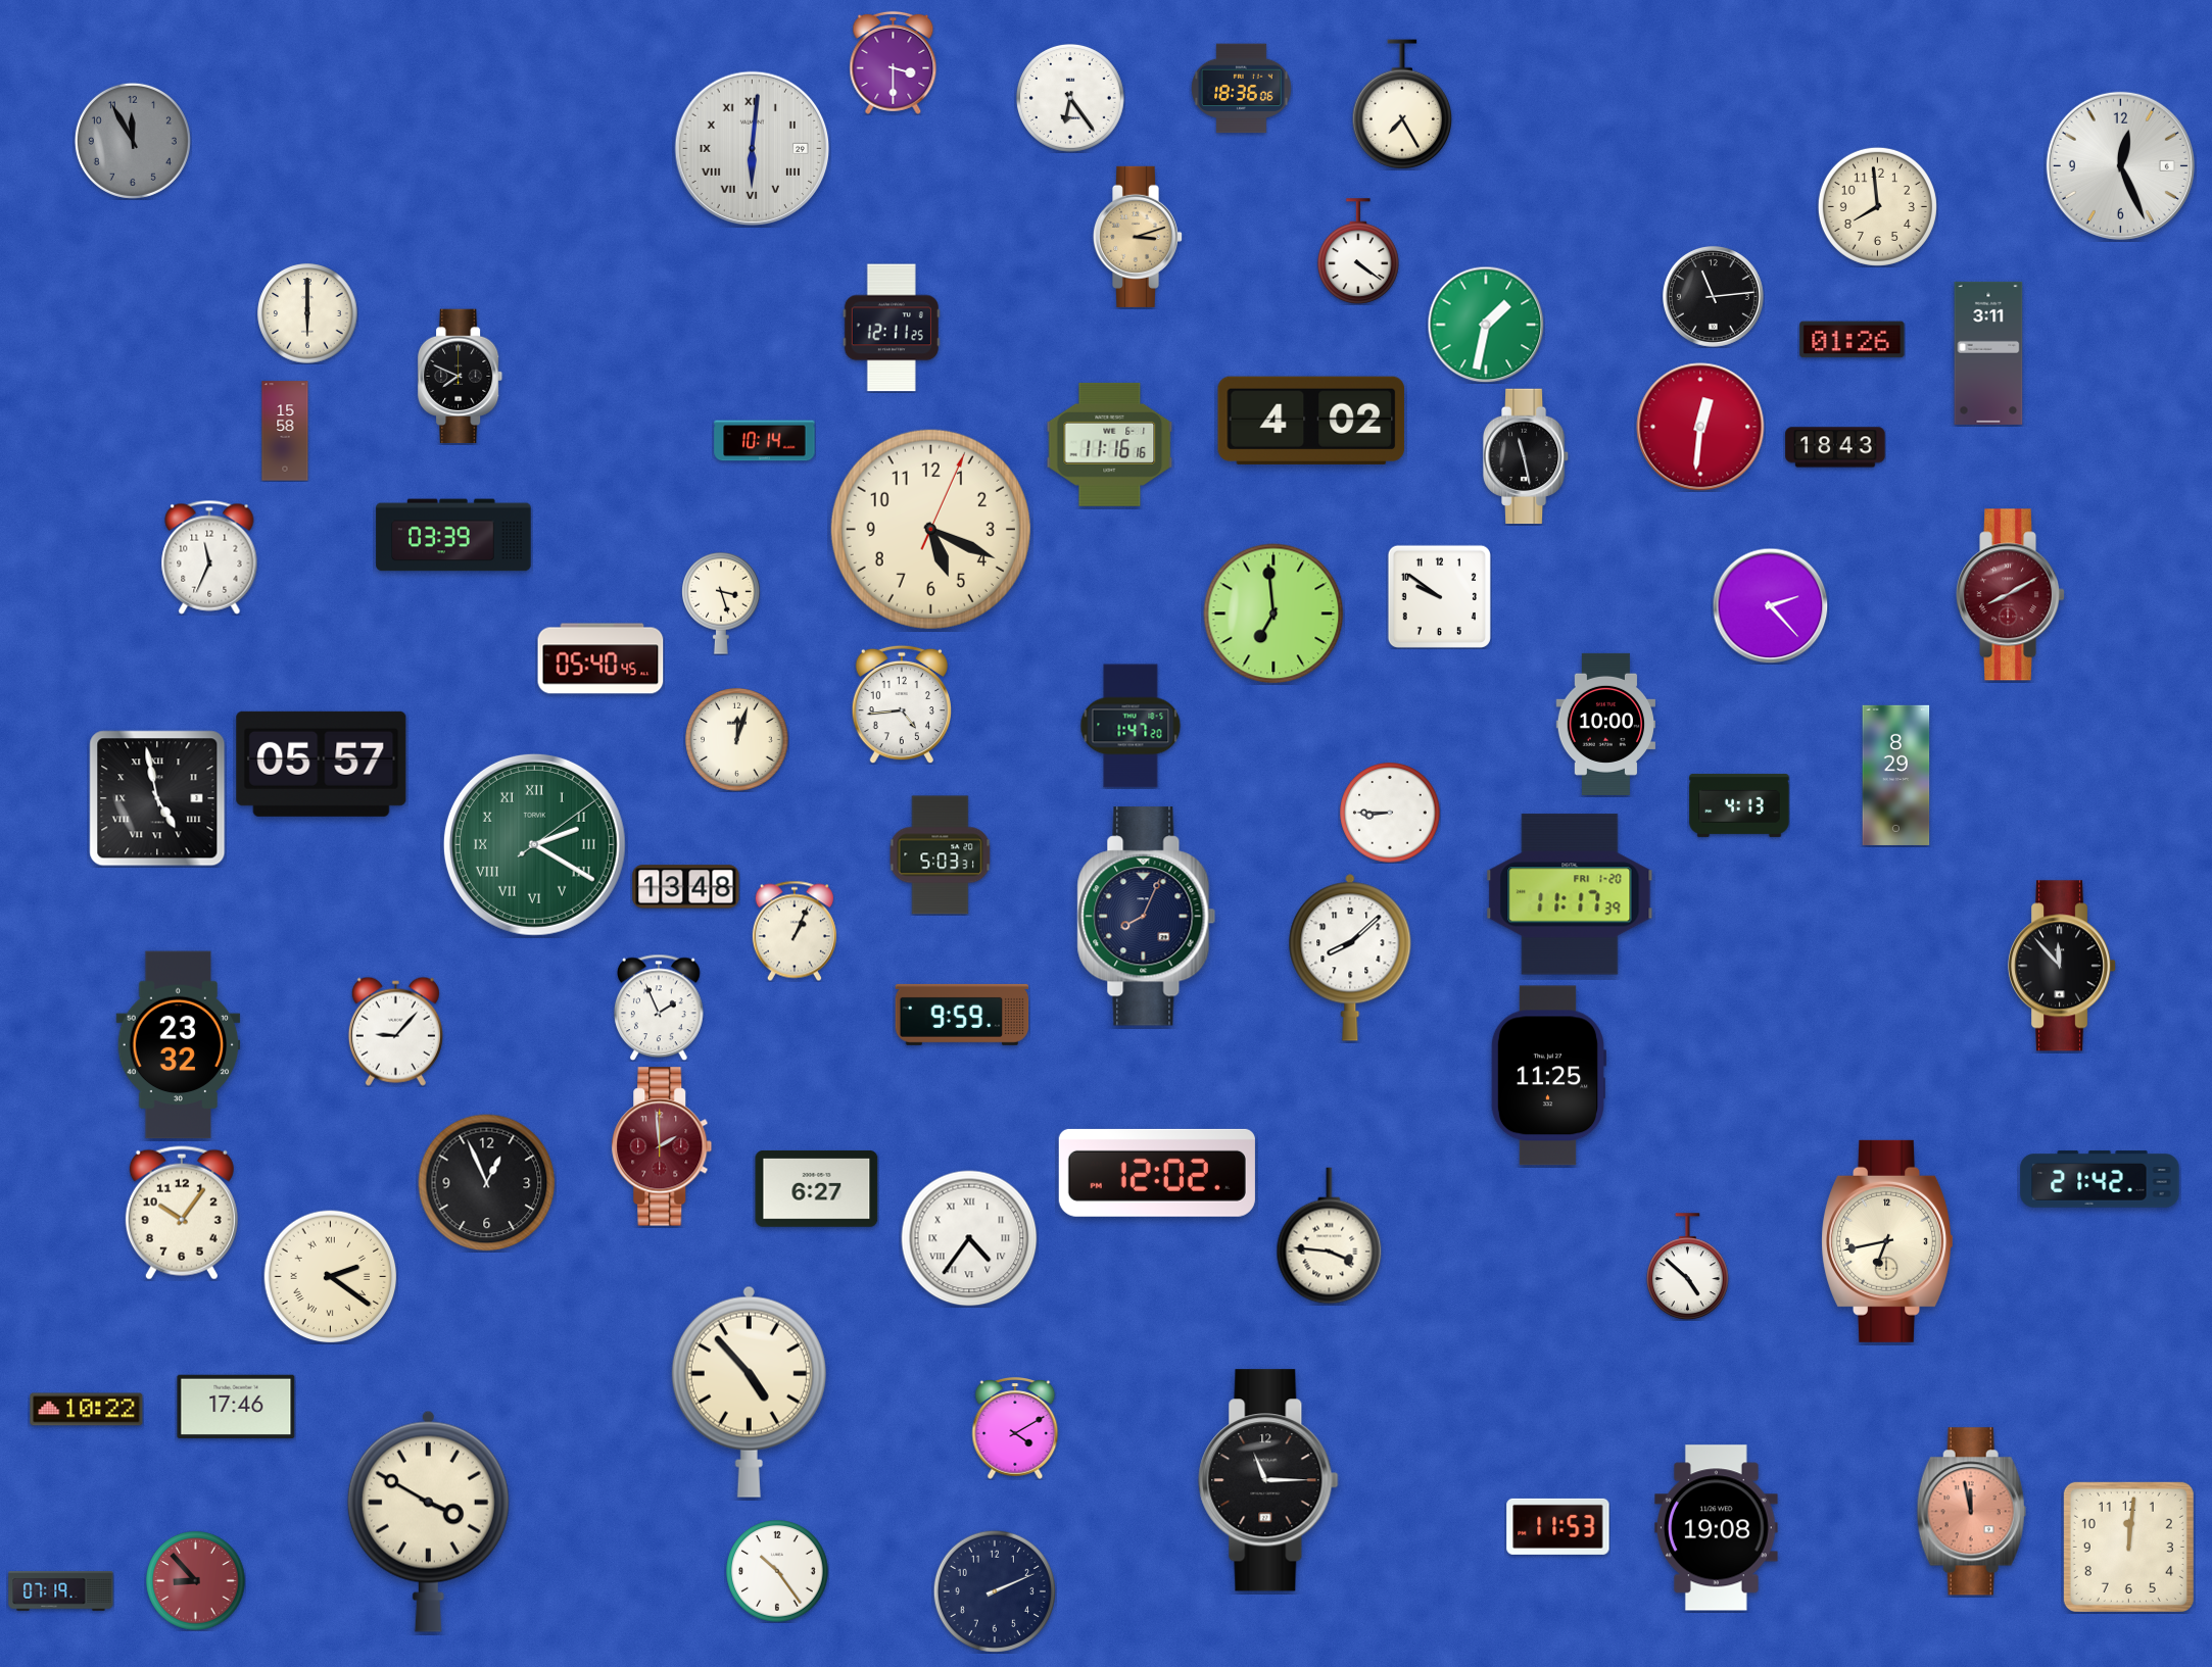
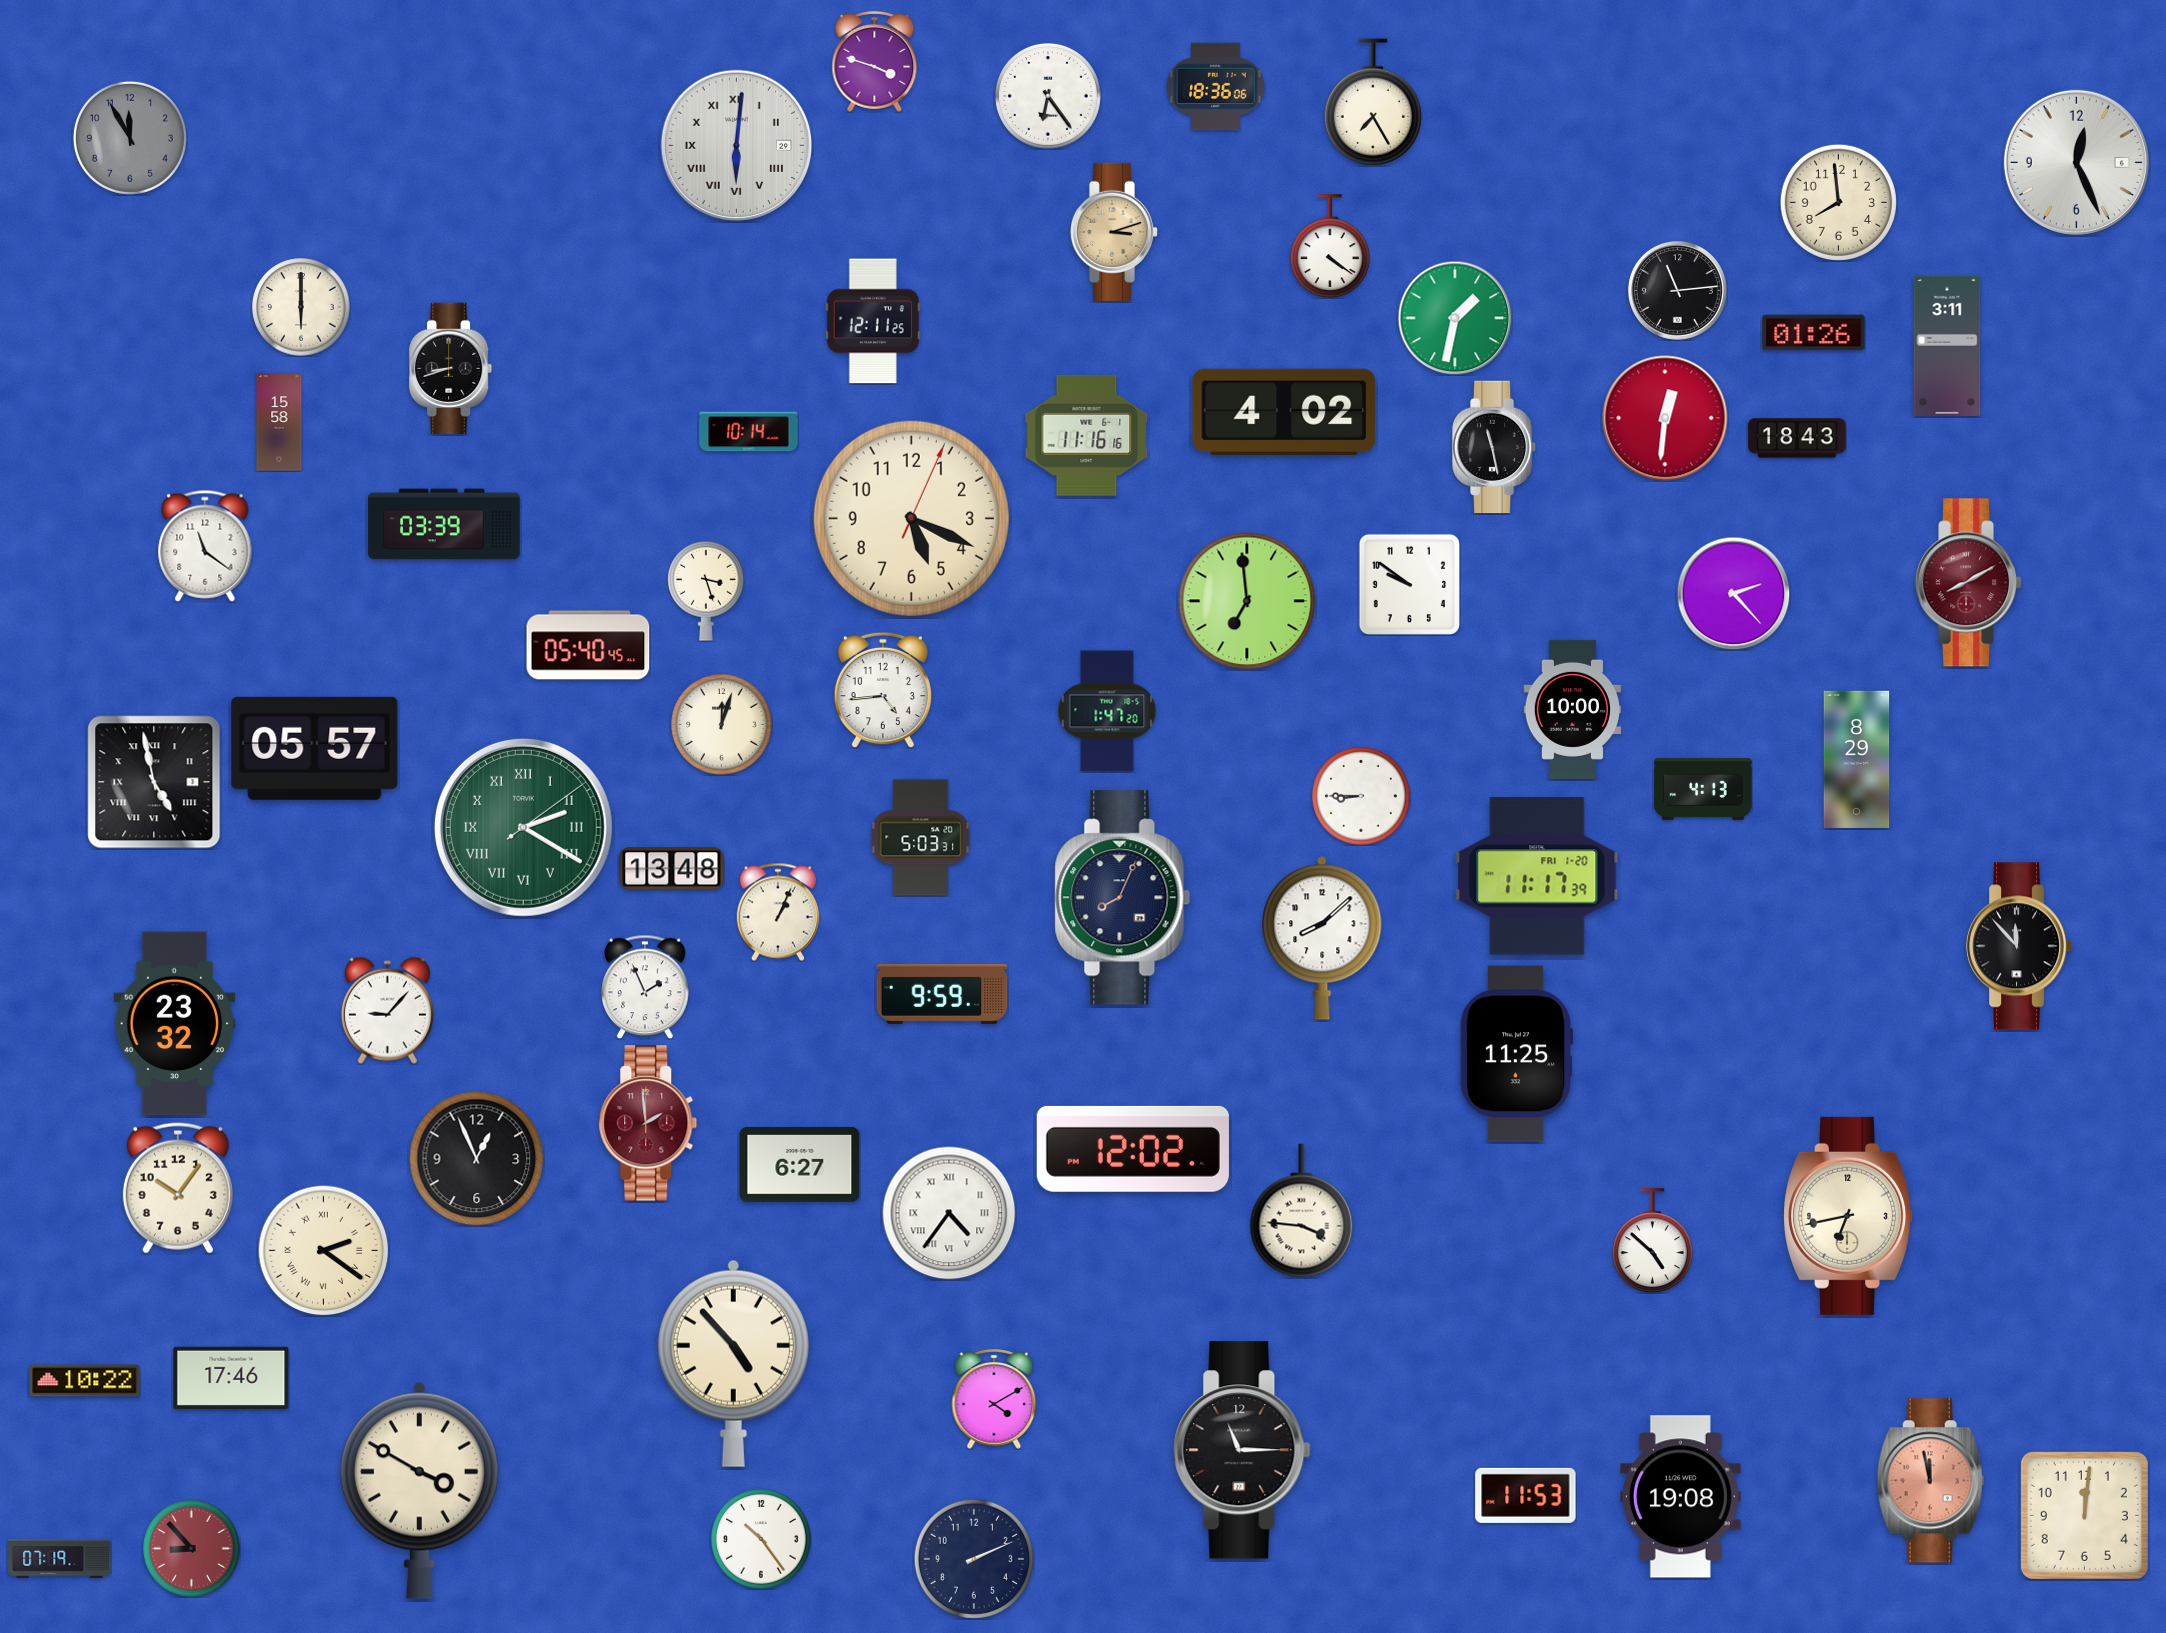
clock at (894, 62): 3:30 -> 3:48
clock at (461, 377): 7:49 -> 8:42
clock at (209, 557): 11:34 -> 11:21
clock at (2100, 1179): 21:42 -> none
